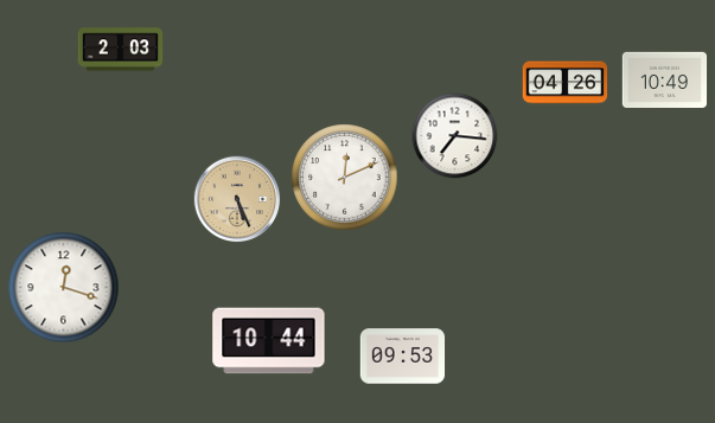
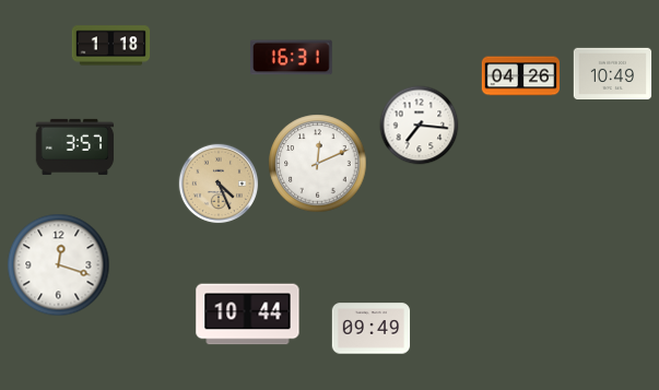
clock at (121, 50): 2:03 -> 1:18
clock at (292, 58): none -> 16:31
clock at (75, 146): none -> 3:57
clock at (237, 199): 5:26 -> 4:26
clock at (403, 357): 09:53 -> 09:49
